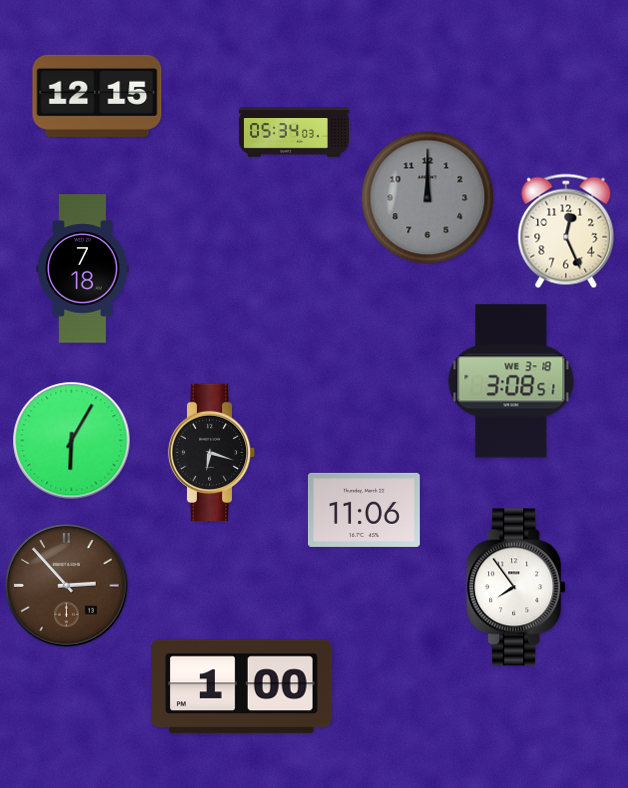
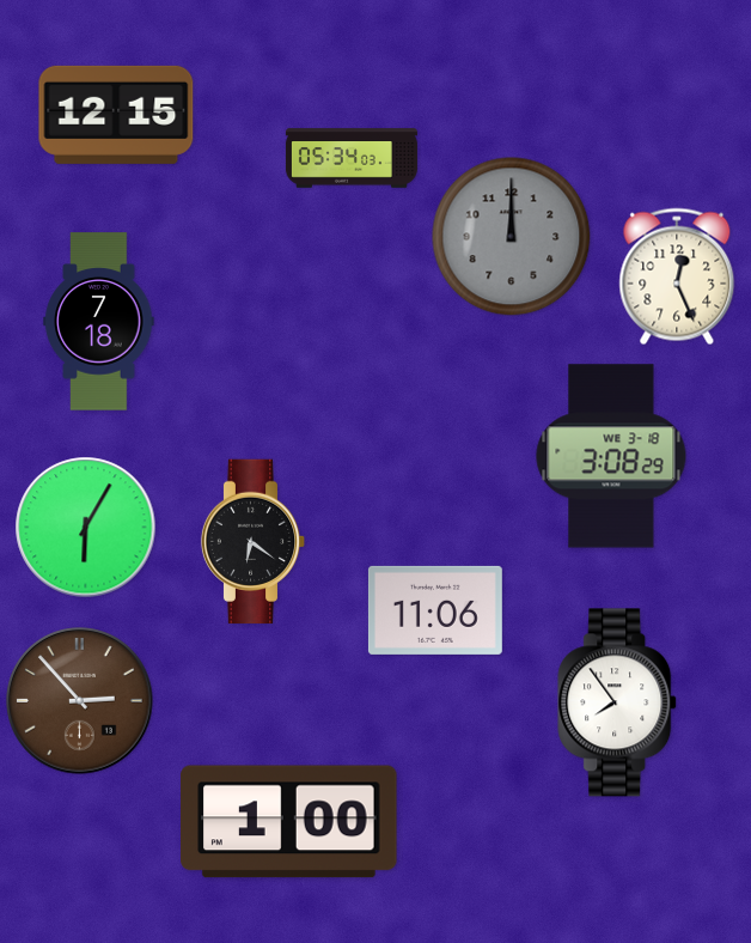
clock at (511, 381): 3:08:51 -> 3:08:29
clock at (212, 452): 6:18 -> 6:21
